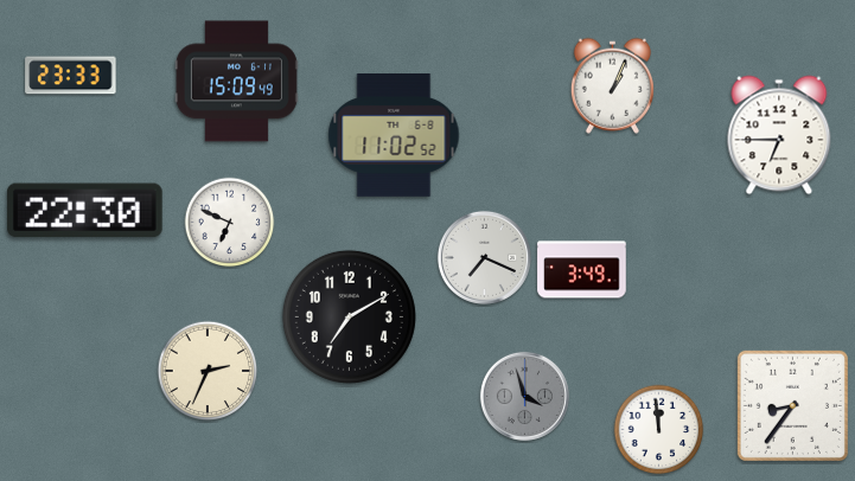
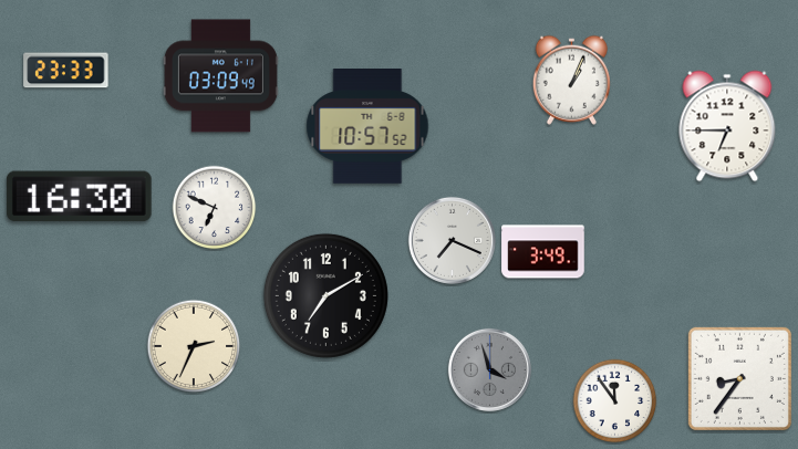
clock at (236, 82): 15:09 -> 03:09
clock at (394, 136): 11:02 -> 10:57
clock at (84, 211): 22:30 -> 16:30
clock at (659, 430): 11:59 -> 11:54
